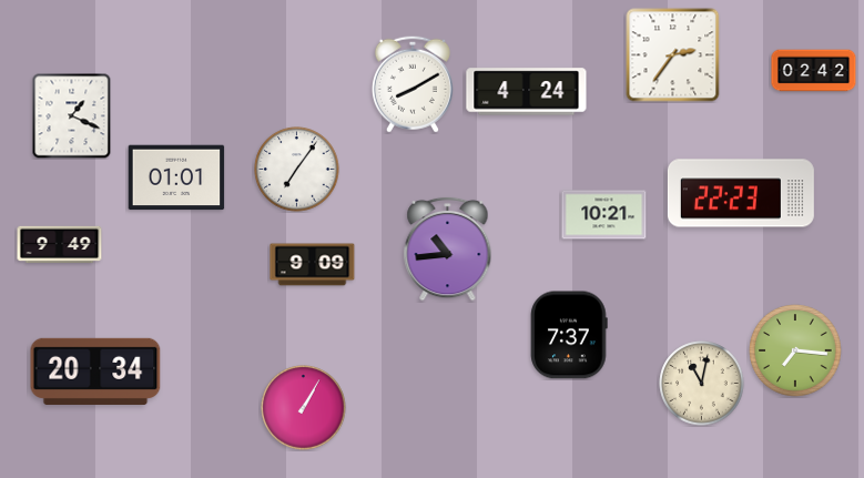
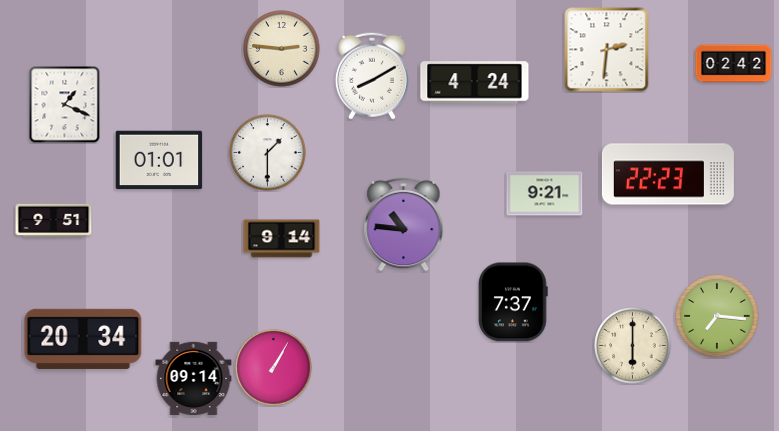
clock at (282, 49): none -> 2:46
clock at (673, 55): 2:36 -> 2:31
clock at (297, 170): 7:06 -> 1:30
clock at (604, 215): 10:21 -> 9:21
clock at (60, 244): 9:49 -> 9:51
clock at (448, 248): 10:44 -> 10:46
clock at (313, 265): 9:09 -> 9:14
clock at (95, 372) position: (95, 372) -> (83, 339)
clock at (702, 384): 11:02 -> 6:00
clock at (194, 378): none -> 09:14
